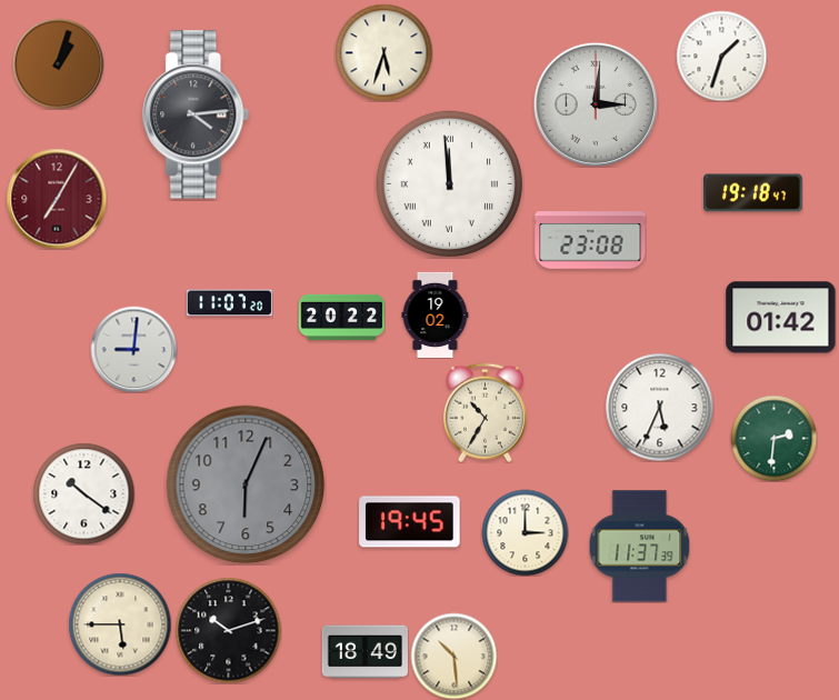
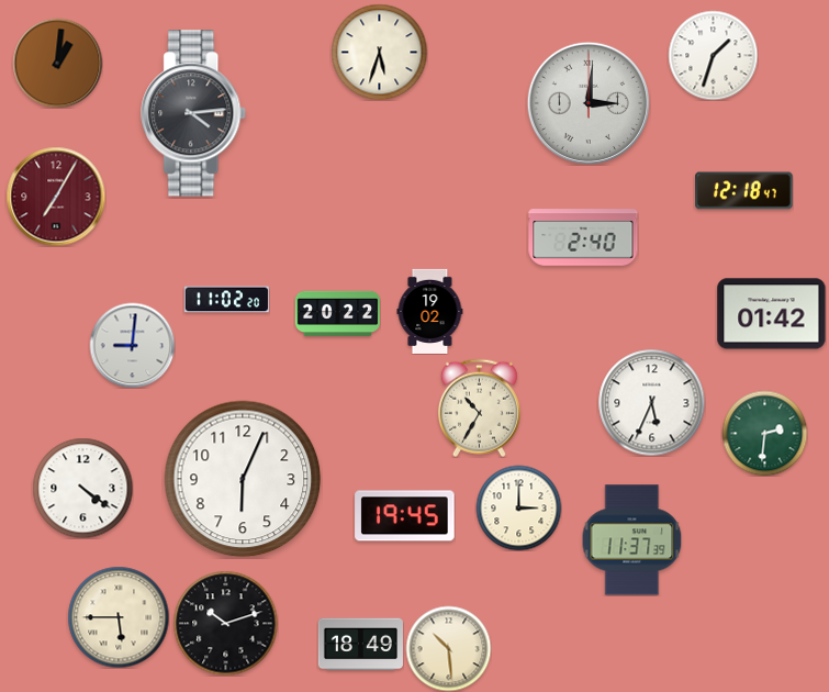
clock at (58, 63): 1:03 -> 1:01
clock at (449, 183): 11:59 -> none
clock at (753, 193): 19:18 -> 12:18
clock at (590, 240): 23:08 -> 2:40
clock at (229, 303): 11:07 -> 11:02
clock at (246, 484) dial: grey -> white
clock at (83, 493): 10:21 -> 4:21
clock at (525, 532) position: (525, 532) -> (518, 507)
